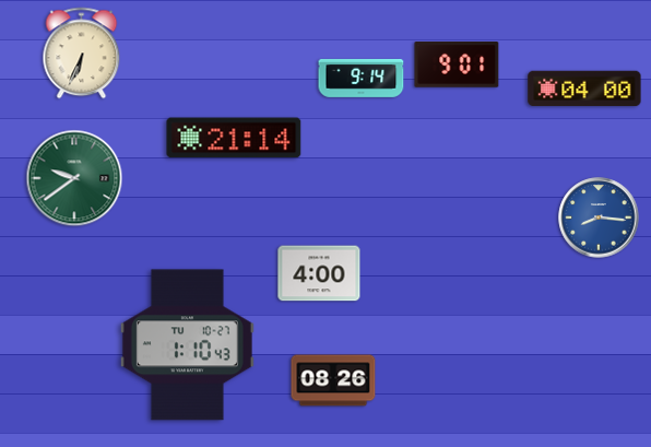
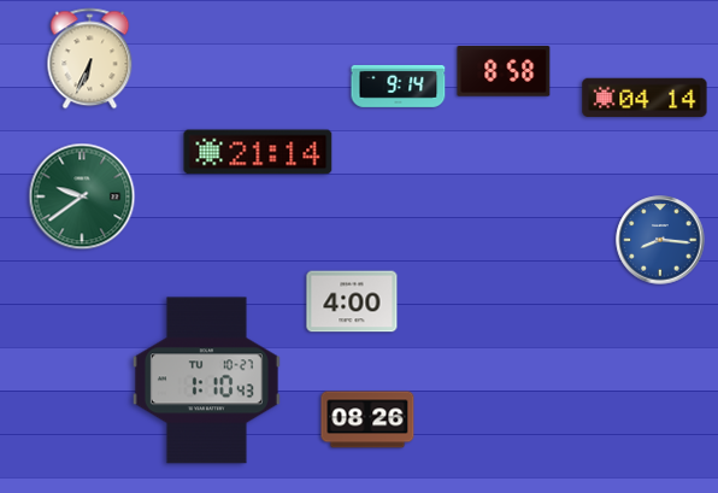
clock at (457, 64): 9:01 -> 8:58
clock at (584, 89): 04:00 -> 04:14
